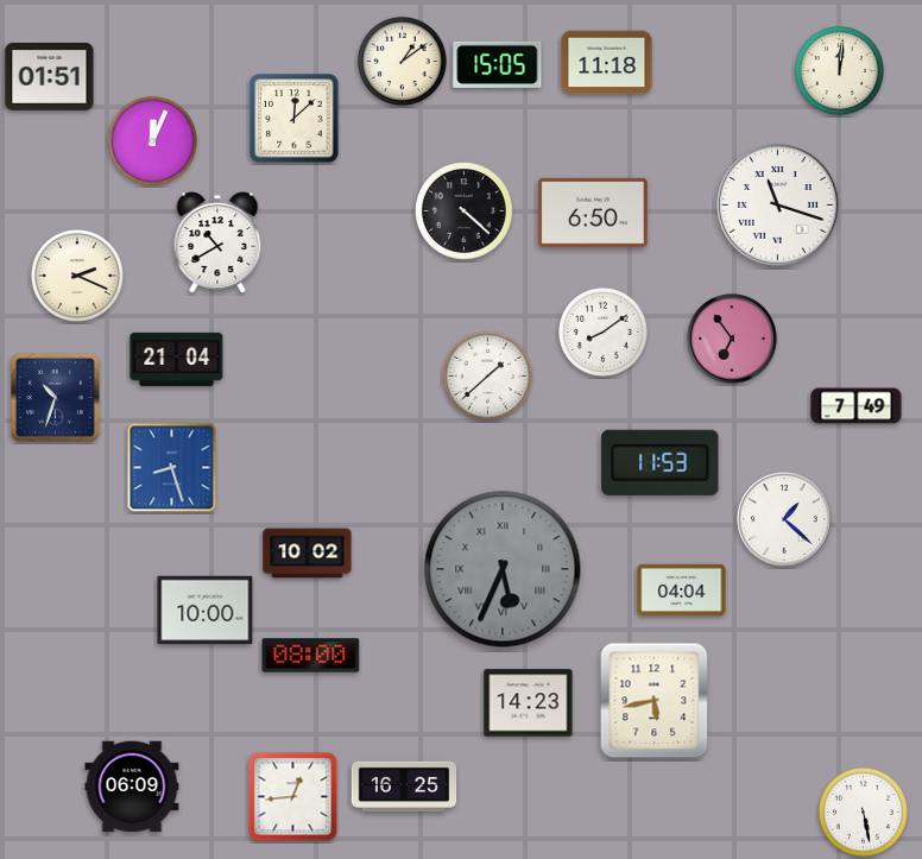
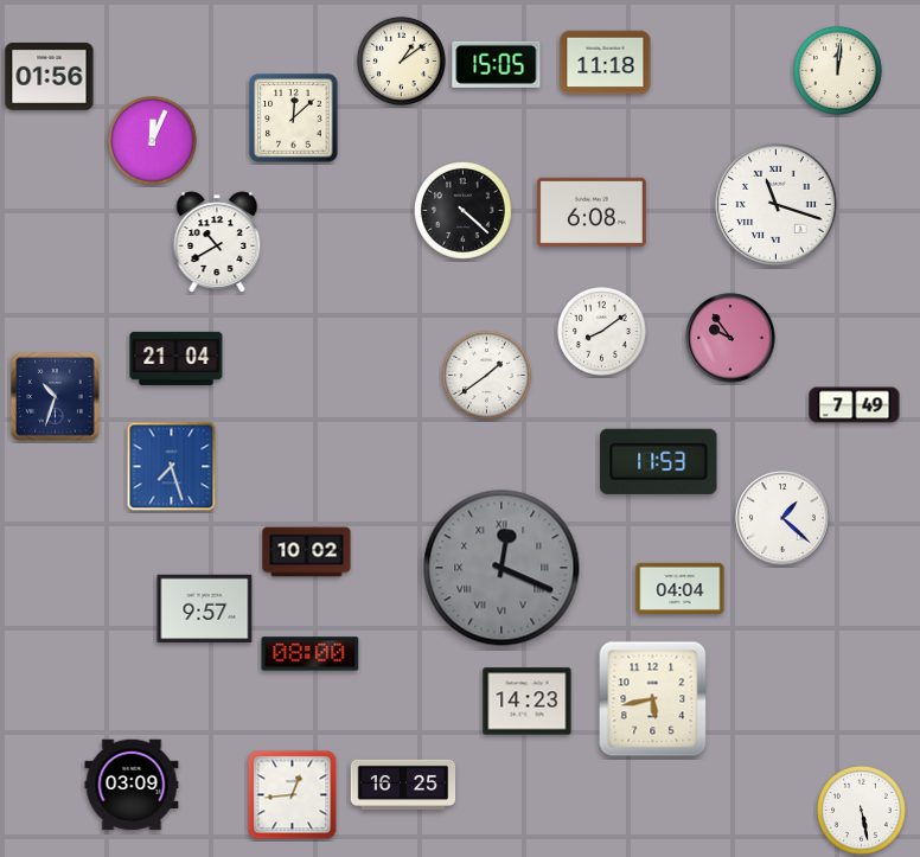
clock at (50, 76): 01:51 -> 01:56
clock at (593, 213): 6:50 -> 6:08
clock at (77, 276): 2:19 -> none
clock at (732, 339): 6:54 -> 9:54
clock at (487, 375): 1:38 -> 1:39
clock at (172, 468): 8:27 -> 7:27
clock at (503, 569): 5:34 -> 12:19
clock at (206, 611): 10:00 -> 9:57
clock at (132, 787): 06:09 -> 03:09
